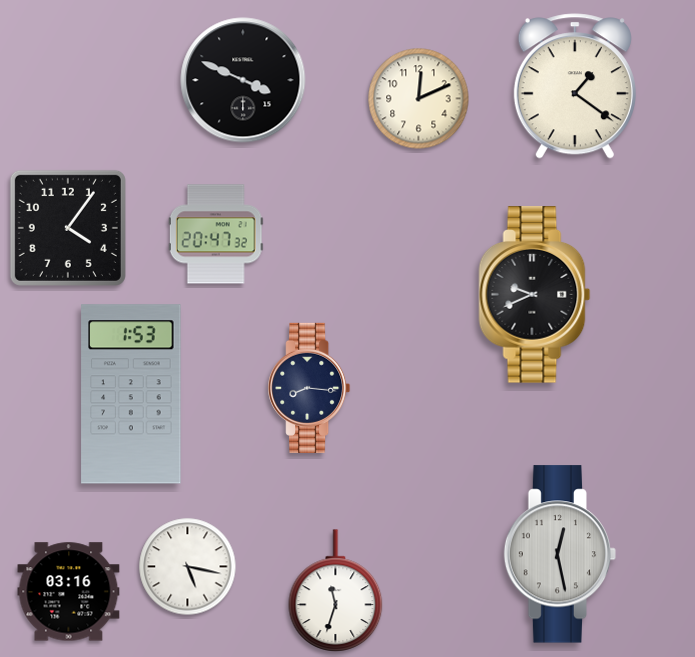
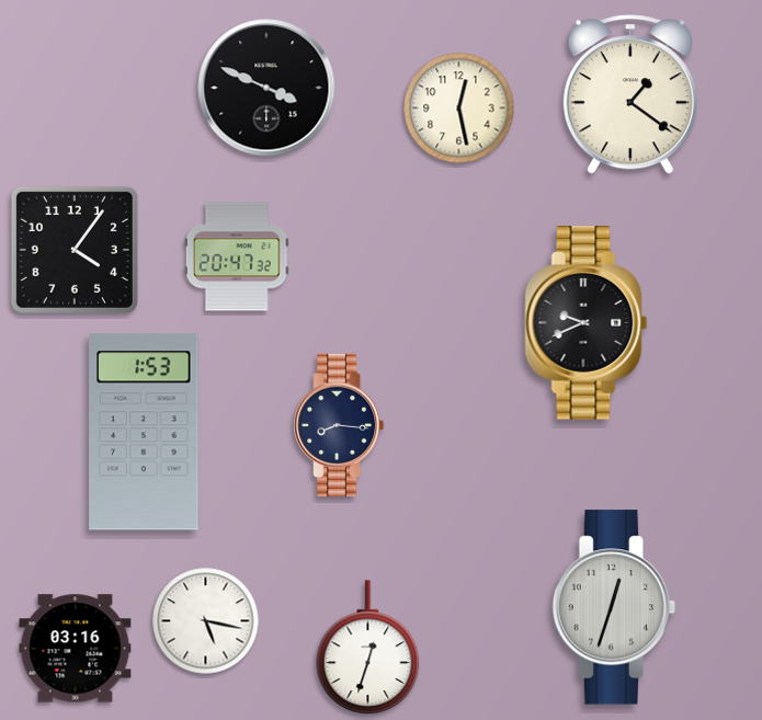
clock at (419, 99): 12:11 -> 12:28
clock at (560, 554): 12:28 -> 12:33
clock at (336, 591): 11:33 -> 12:33
